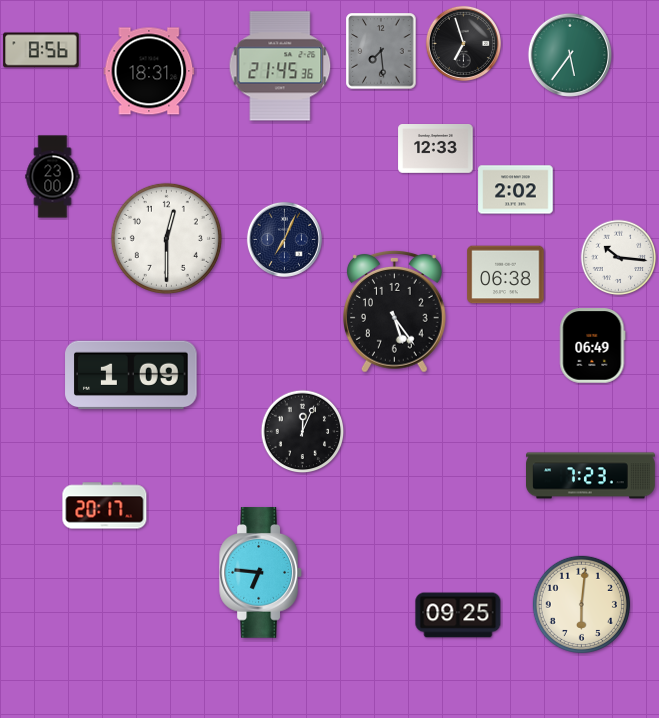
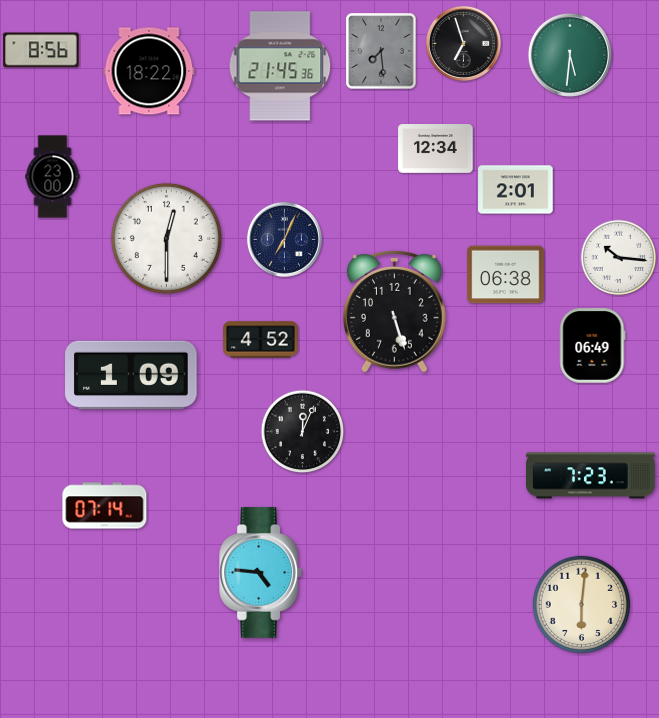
clock at (570, 55): 5:36 -> 5:31
clock at (149, 71): 18:31 -> 18:22
clock at (436, 149): 12:33 -> 12:34
clock at (516, 190): 2:02 -> 2:01
clock at (395, 312): 5:24 -> 5:27
clock at (261, 340): none -> 4:52
clock at (105, 506): 20:17 -> 07:14
clock at (261, 573): 6:46 -> 4:46
clock at (458, 615): 09:25 -> none
